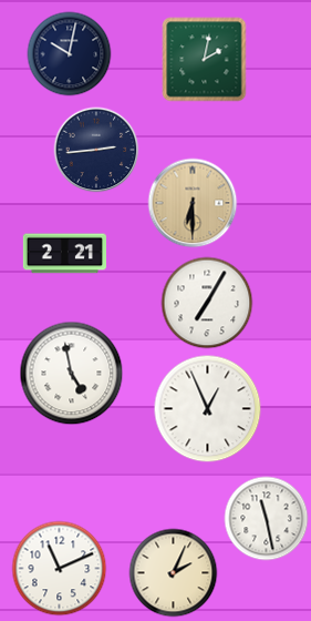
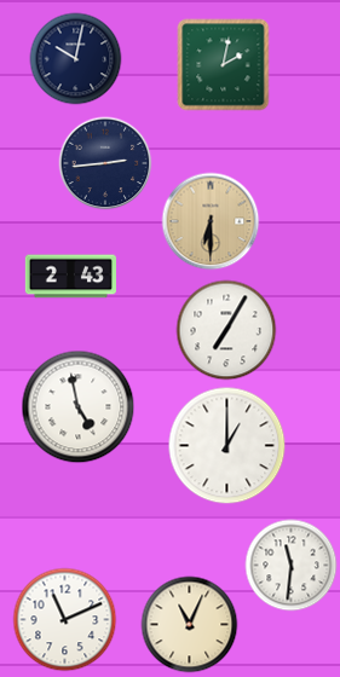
clock at (64, 254): 2:21 -> 2:43
clock at (208, 409): 12:56 -> 1:00
clock at (267, 519): 11:28 -> 11:31
clock at (174, 573): 2:04 -> 11:04
